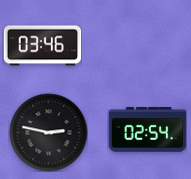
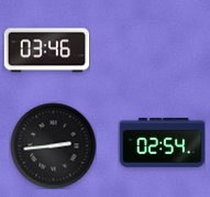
clock at (48, 132): 2:47 -> 2:44
